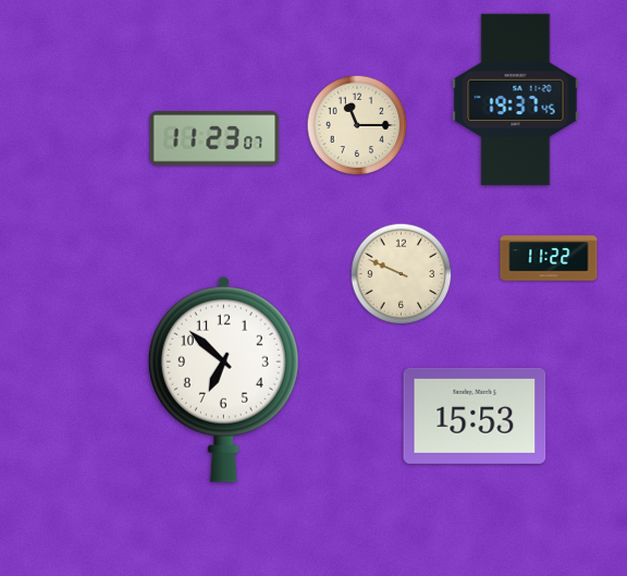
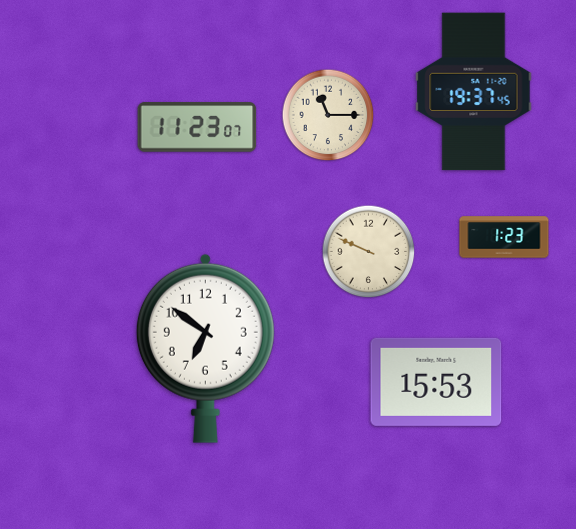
clock at (549, 258): 11:22 -> 1:23
clock at (223, 379): 6:52 -> 6:51
